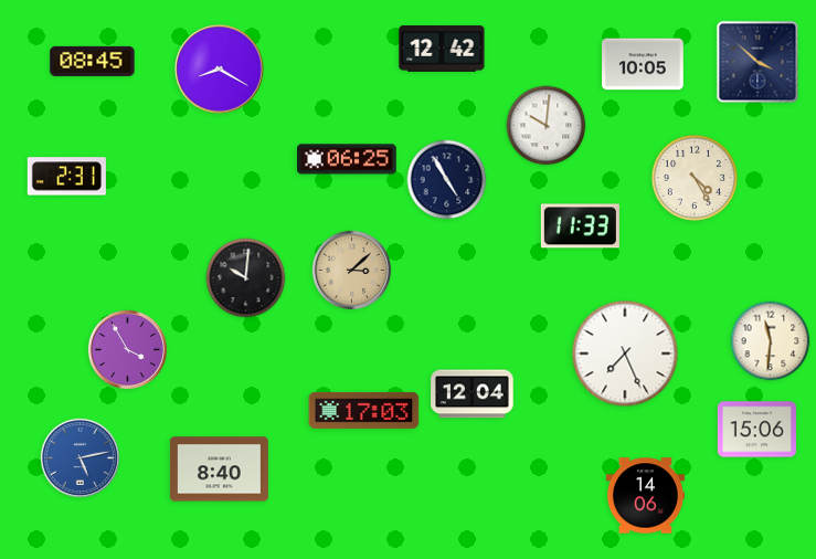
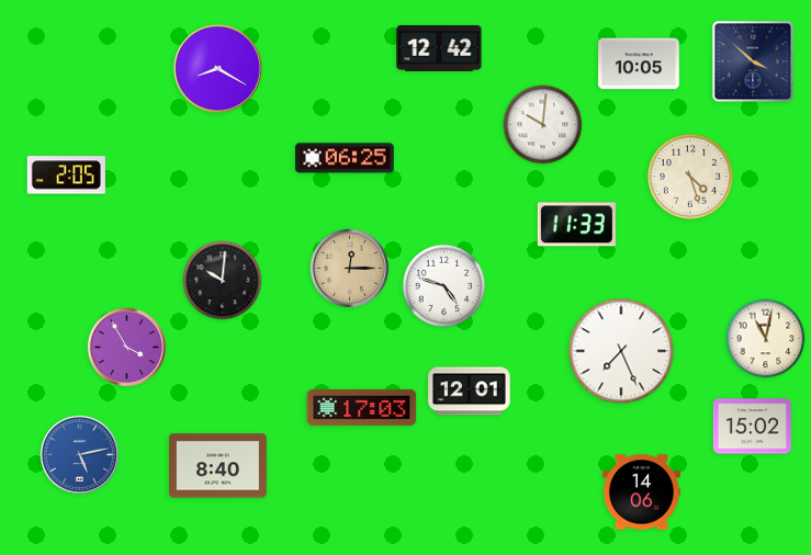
clock at (93, 61): 08:45 -> none
clock at (66, 177): 2:31 -> 2:05
clock at (695, 178): 4:25 -> 4:27
clock at (447, 180): 4:55 -> none
clock at (351, 270): 3:08 -> 12:15
clock at (246, 278) position: (246, 278) -> (223, 281)
clock at (444, 286): none -> 4:48
clock at (771, 341): 11:31 -> 11:02
clock at (473, 394): 12:04 -> 12:01
clock at (756, 430): 15:06 -> 15:02
